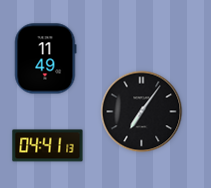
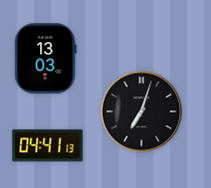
clock at (46, 59): 11:49 -> 13:03
clock at (142, 112): 7:06 -> 7:03
